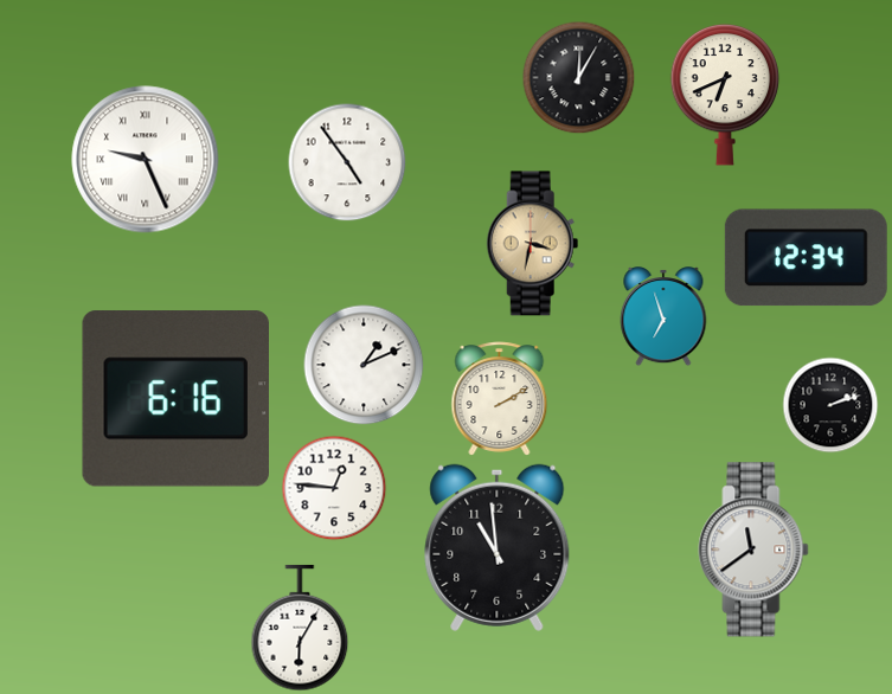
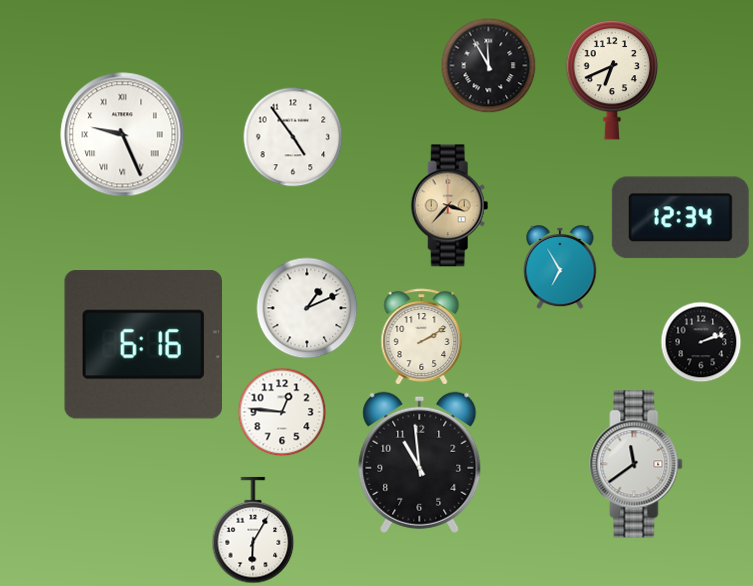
clock at (579, 78): 12:05 -> 11:55
clock at (533, 244): 3:32 -> 3:37
clock at (663, 317): 6:57 -> 6:55
clock at (175, 399) position: (175, 399) -> (143, 345)
